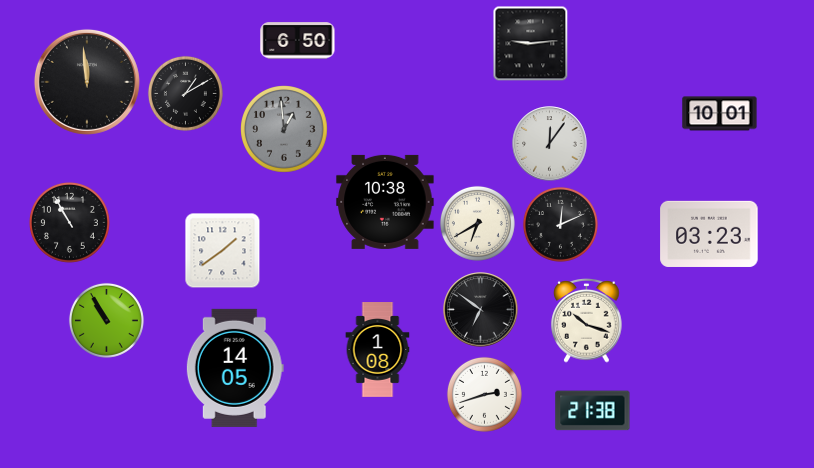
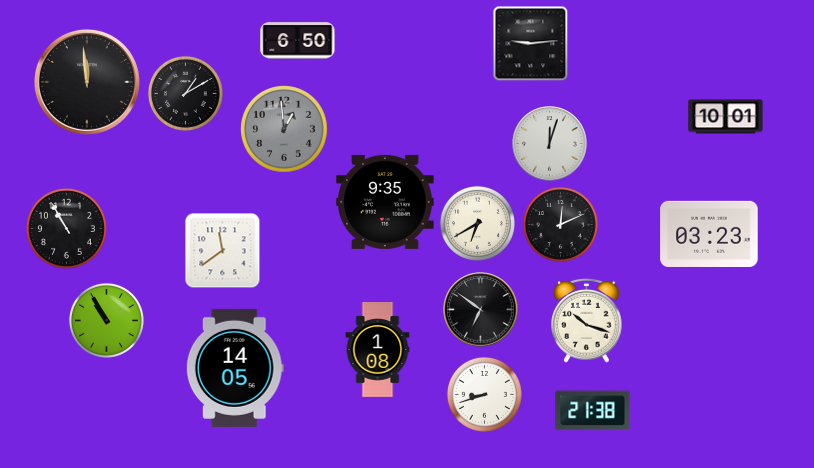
clock at (720, 114) position: (720, 114) -> (726, 117)
clock at (550, 144): 12:06 -> 12:03
clock at (385, 202): 10:38 -> 9:35
clock at (69, 222) position: (69, 222) -> (66, 228)
clock at (223, 251): 1:39 -> 11:39
clock at (484, 394): 2:42 -> 8:42
